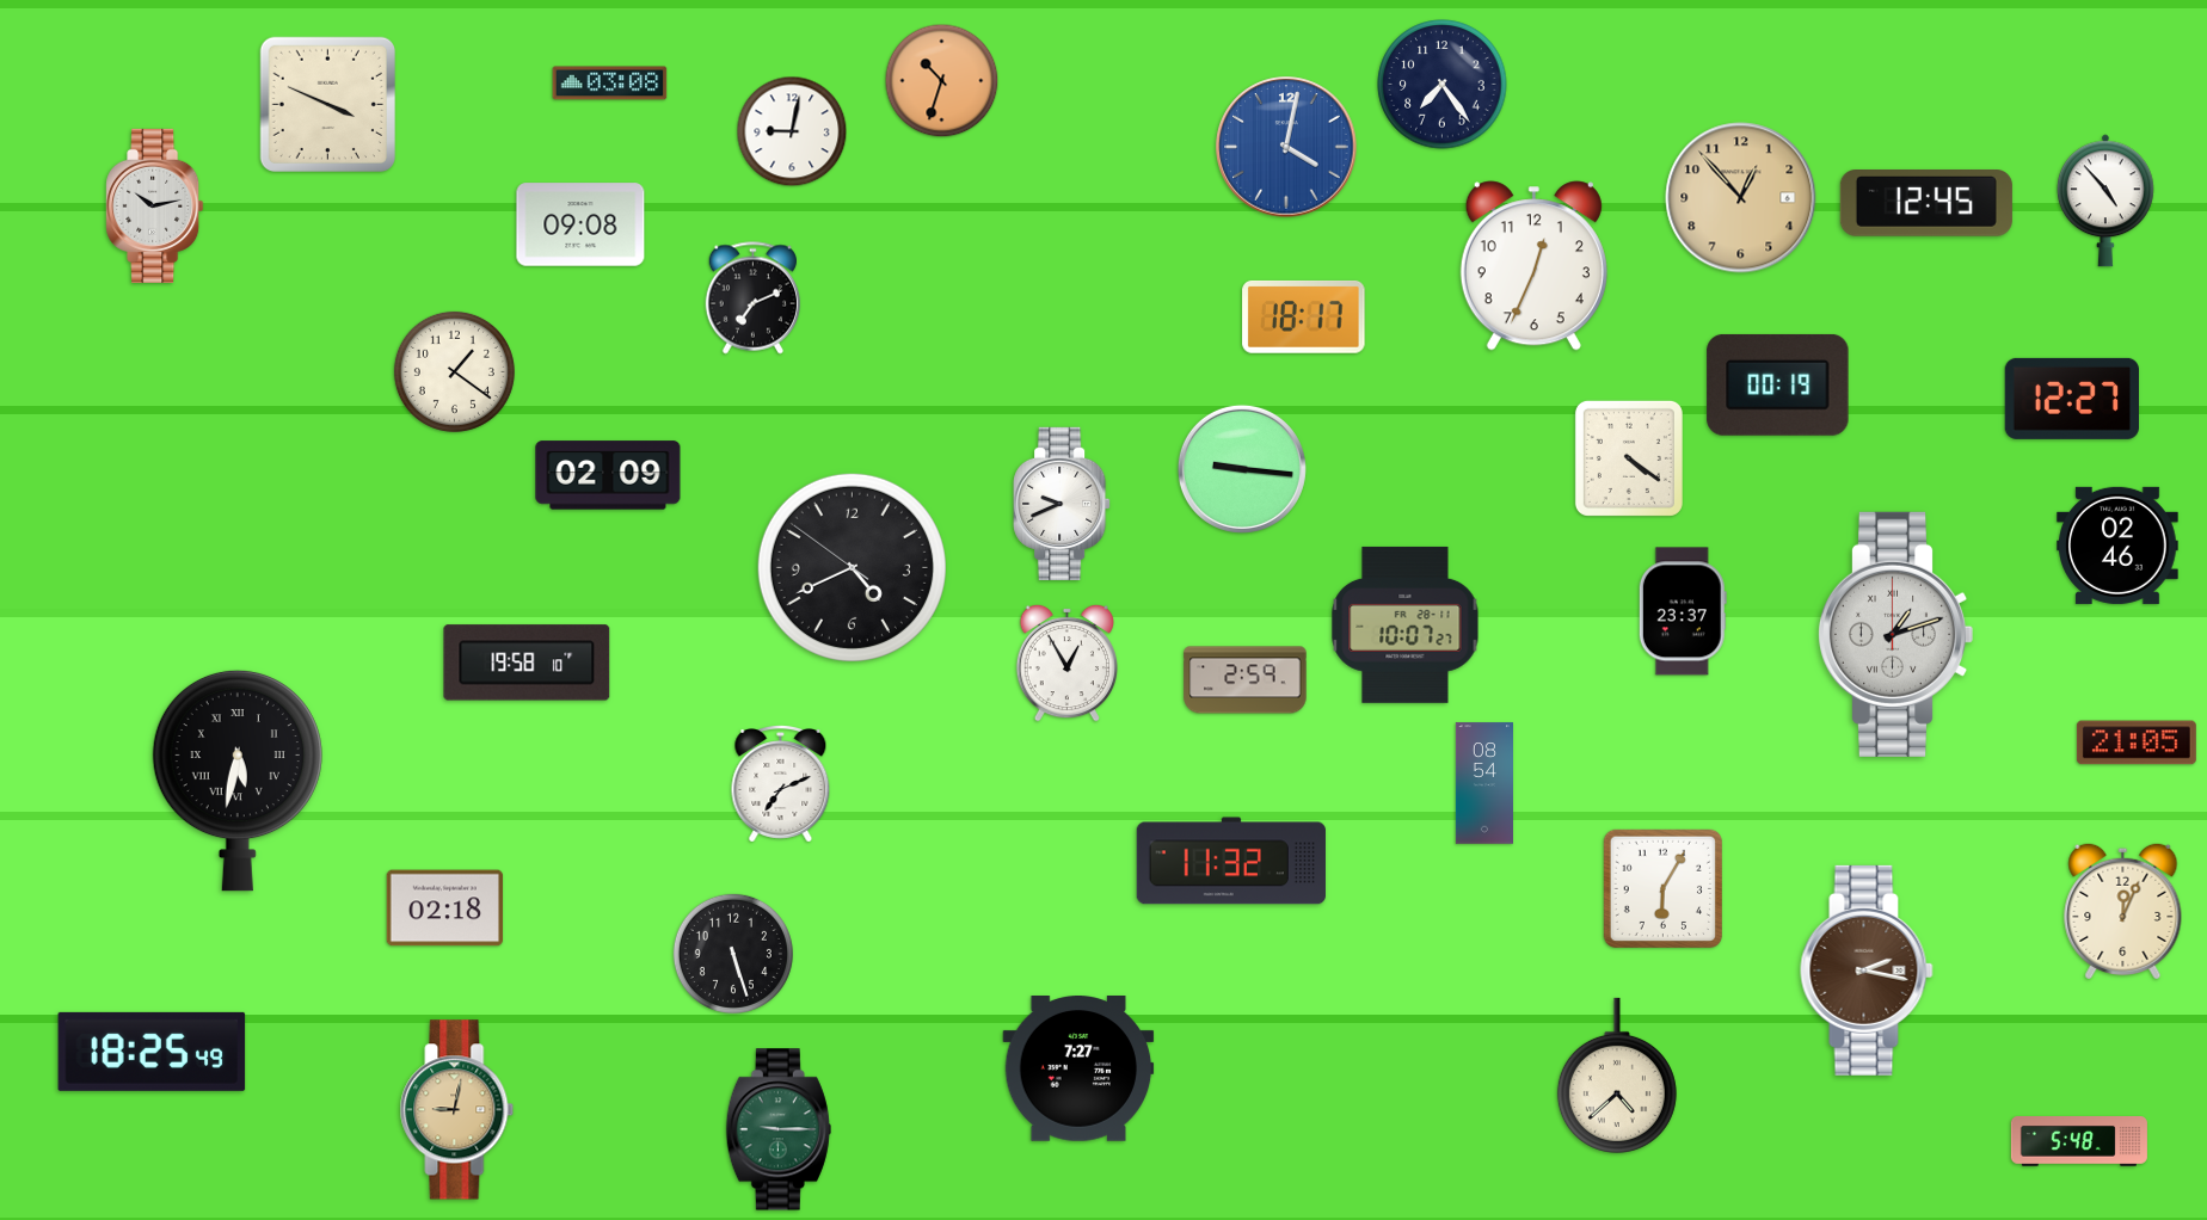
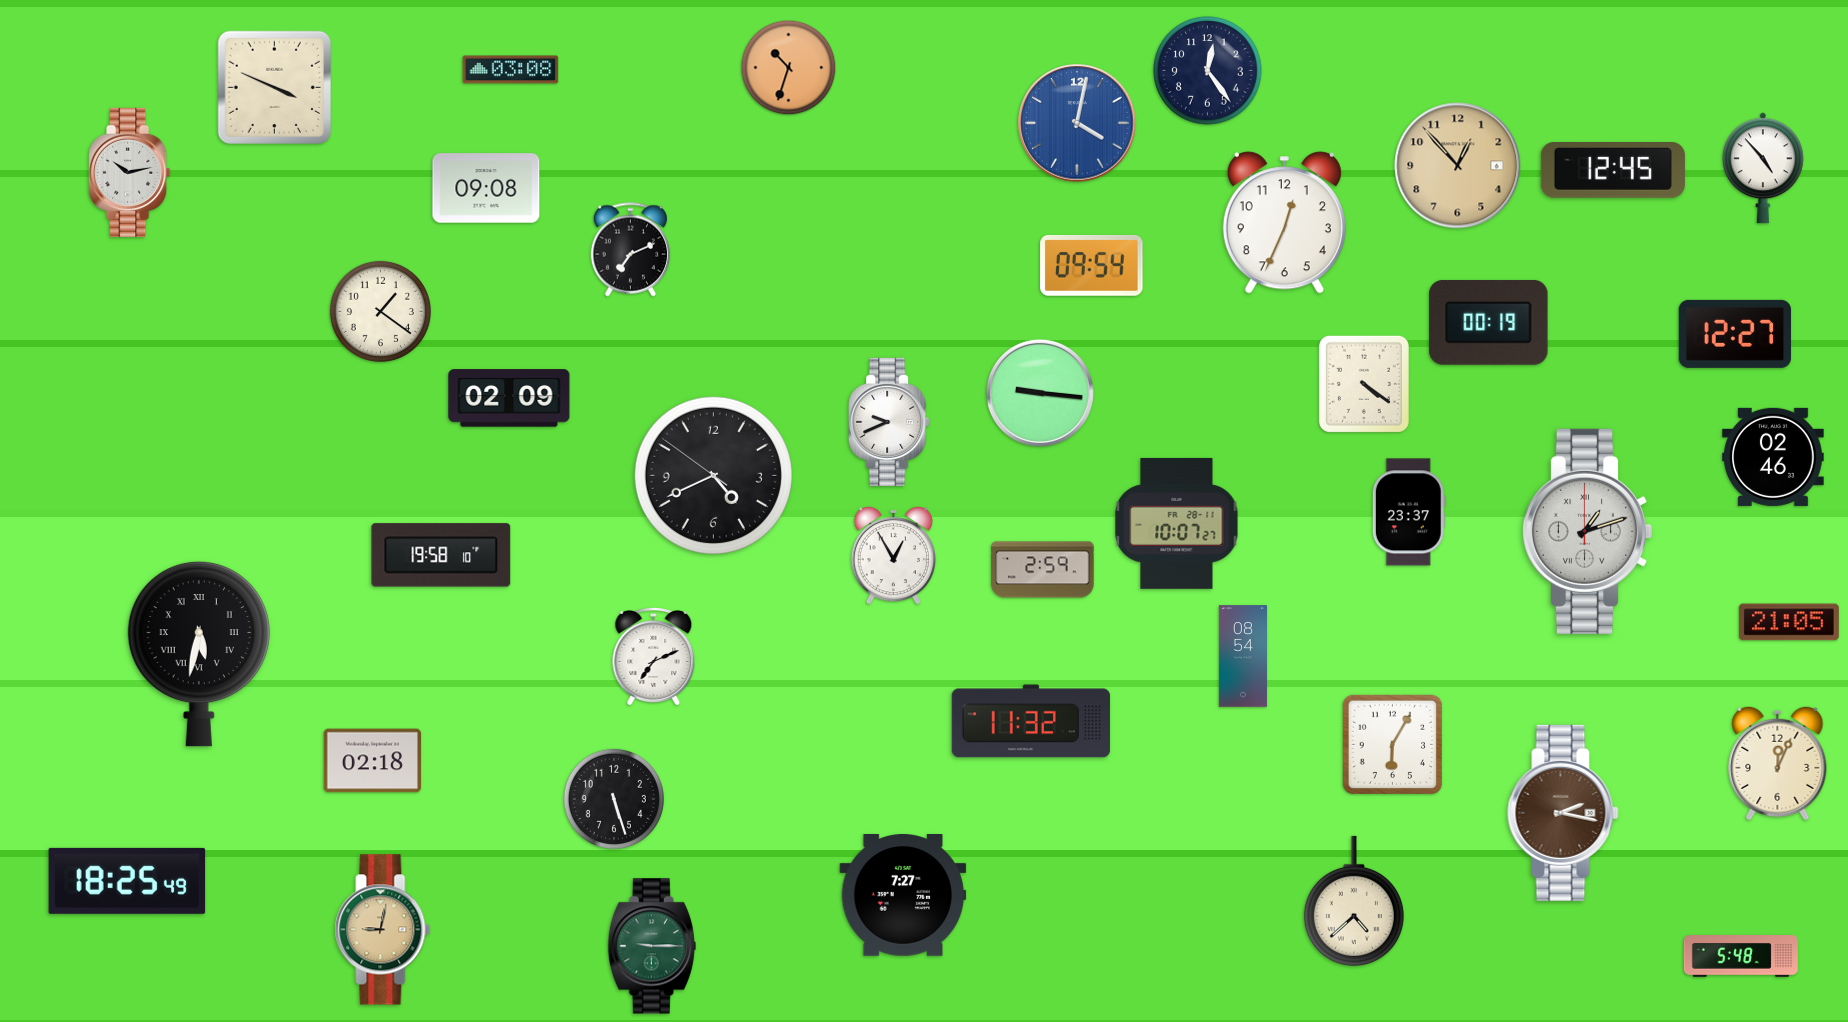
clock at (1443, 85): 7:24 -> 12:24
clock at (792, 131): 9:02 -> none
clock at (1304, 316): 18:17 -> 09:54
